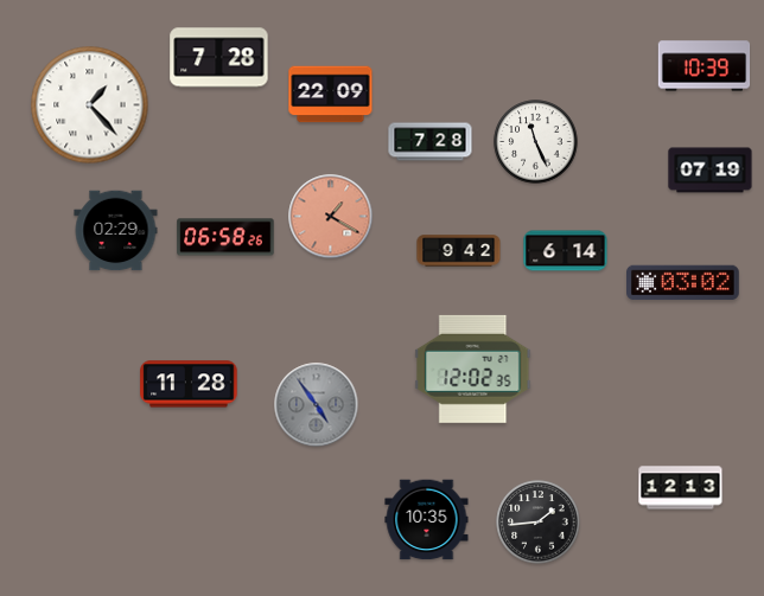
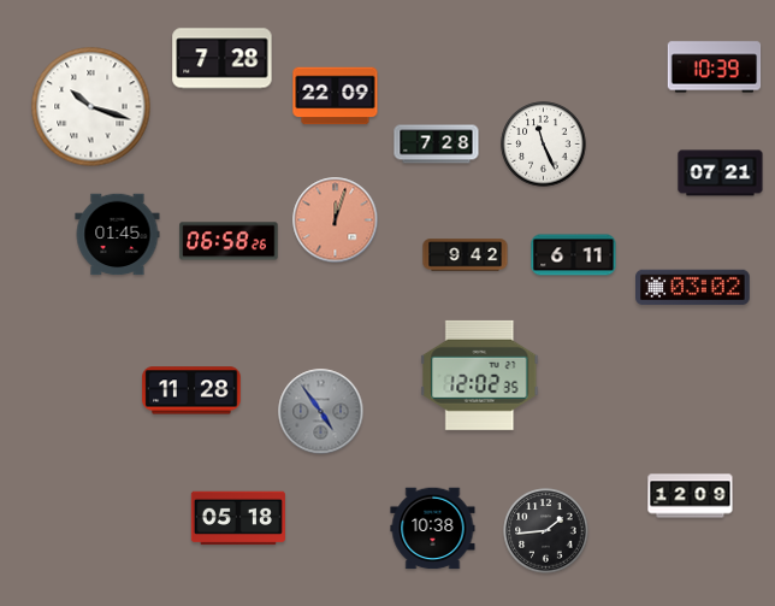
clock at (90, 105): 1:23 -> 10:18
clock at (711, 171): 07:19 -> 07:21
clock at (331, 217): 1:20 -> 12:03
clock at (116, 231): 02:29 -> 01:45
clock at (566, 251): 6:14 -> 6:11
clock at (681, 488): 12:13 -> 12:09
clock at (238, 518): none -> 05:18
clock at (427, 520): 10:35 -> 10:38
